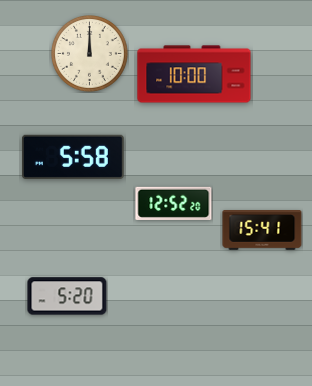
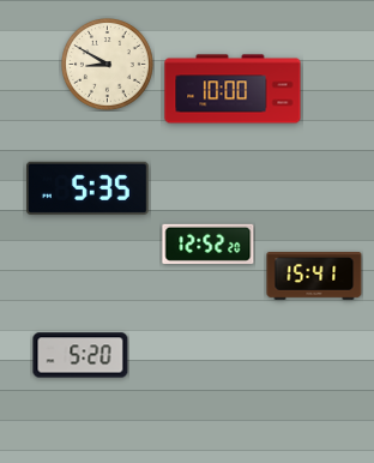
clock at (90, 54): 12:00 -> 8:50
clock at (74, 157): 5:58 -> 5:35
